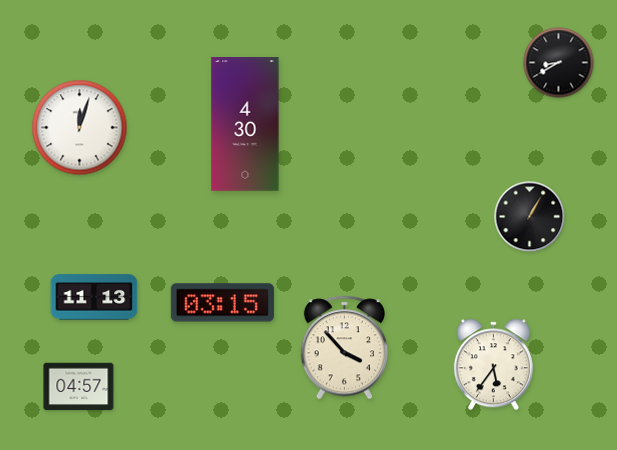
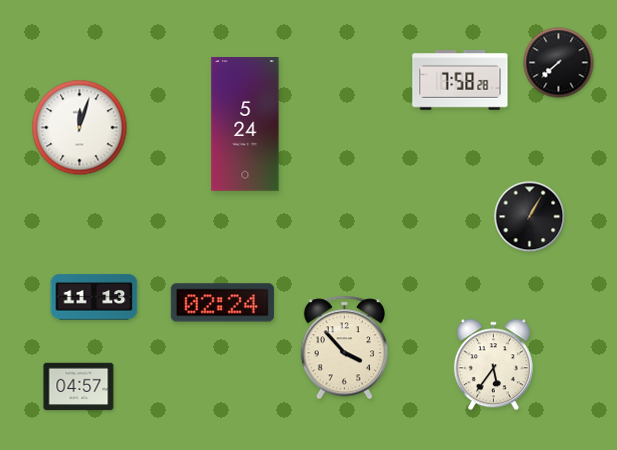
clock at (559, 63): 8:40 -> 7:38
clock at (460, 81): none -> 7:58
clock at (245, 124): 4:30 -> 5:24
clock at (222, 303): 03:15 -> 02:24
